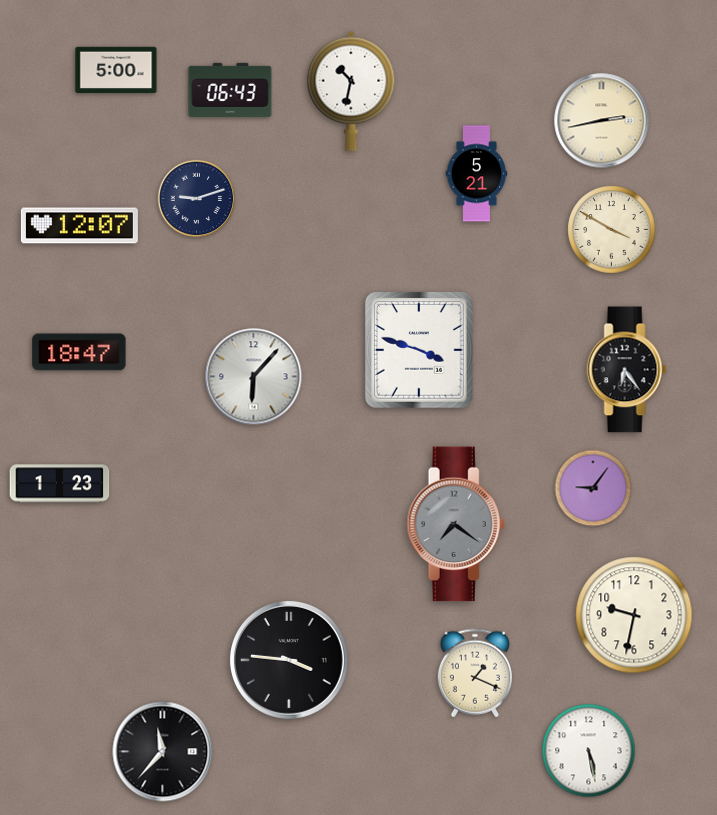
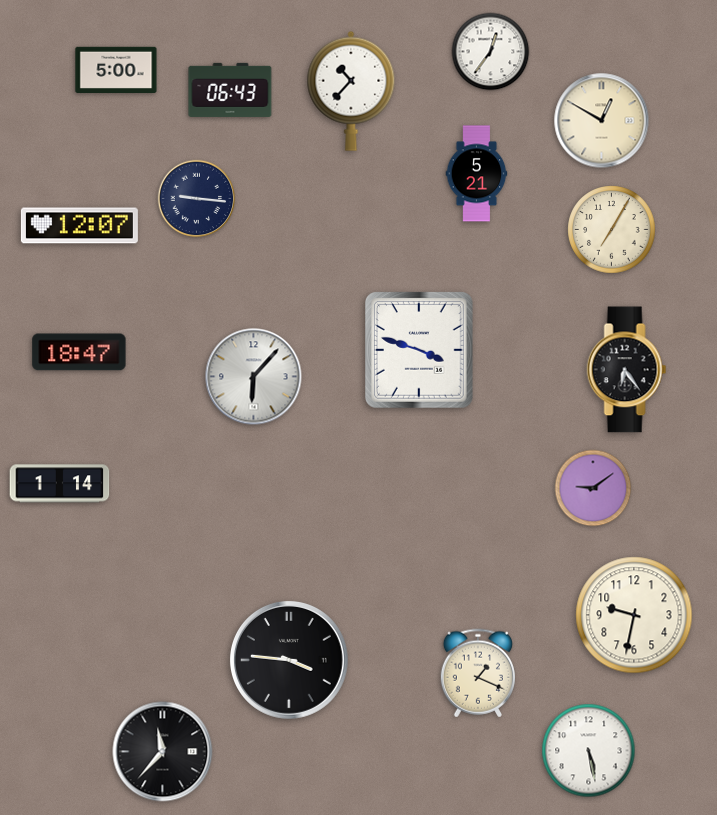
clock at (491, 52): none -> 12:36
clock at (351, 91): 10:32 -> 10:37
clock at (602, 121): 2:43 -> 12:50
clock at (197, 199): 9:12 -> 9:16
clock at (612, 230): 3:50 -> 7:05
clock at (60, 484): 1:23 -> 1:14
clock at (593, 488): 9:06 -> 9:09
clock at (456, 524): 7:21 -> none
clock at (475, 673) position: (475, 673) -> (478, 673)
